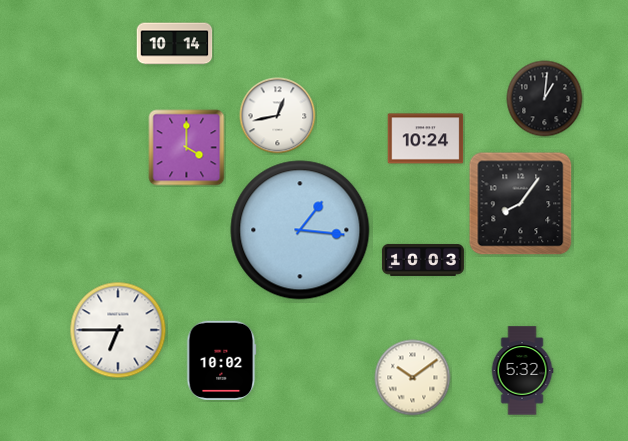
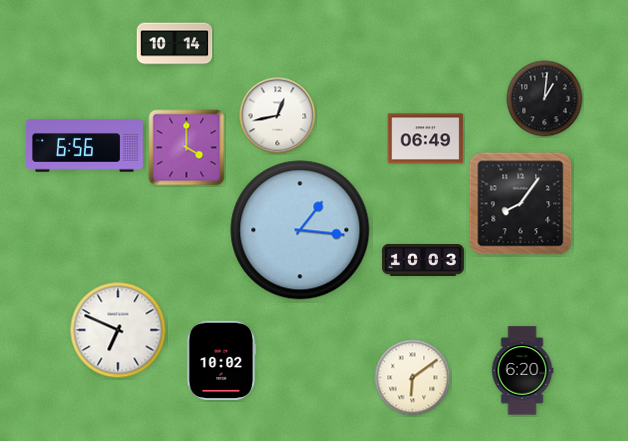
clock at (426, 139): 10:24 -> 06:49
clock at (85, 146): none -> 6:56
clock at (118, 330): 6:45 -> 6:49
clock at (522, 371): 5:32 -> 6:20
clock at (413, 378): 10:09 -> 6:09
